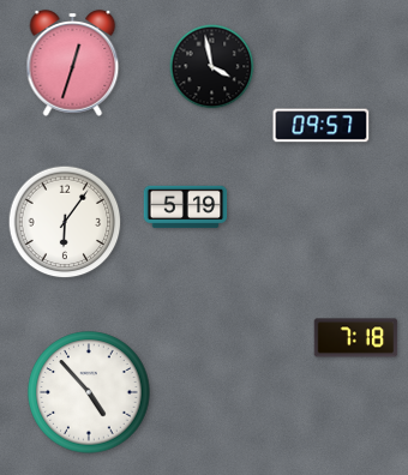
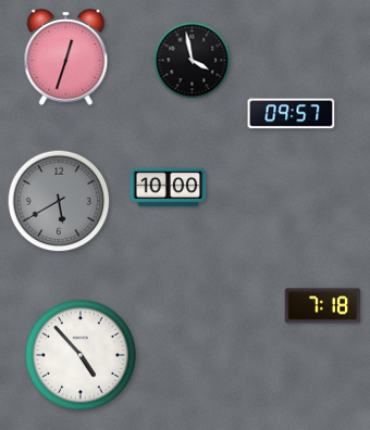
clock at (186, 208): 5:19 -> 10:00
clock at (65, 222): 6:06 -> 5:40
clock at (65, 222) dial: white -> grey
